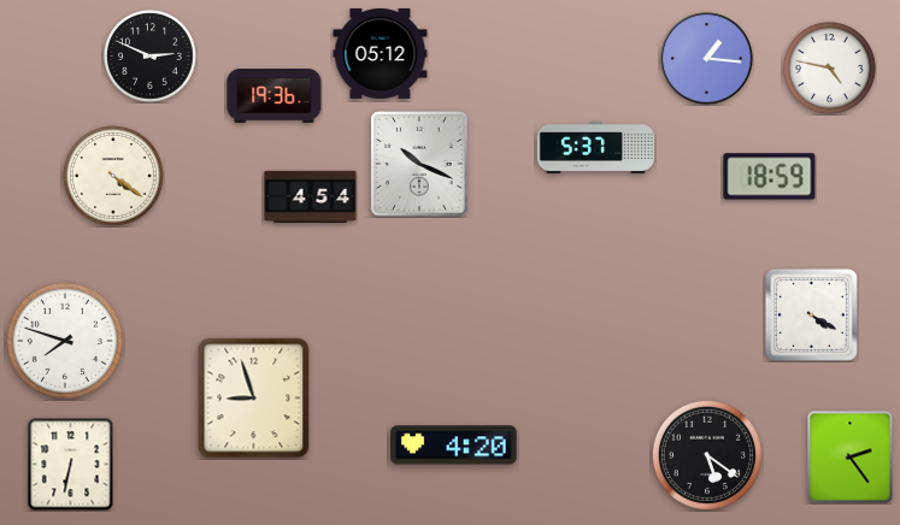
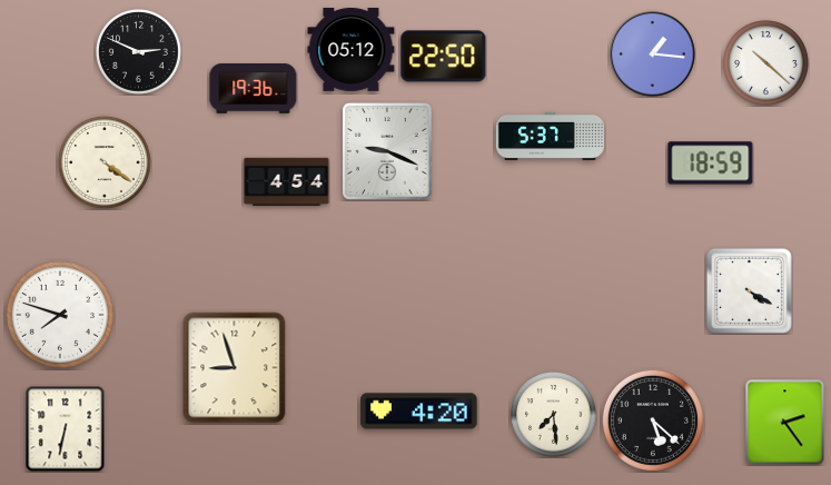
clock at (444, 57): none -> 22:50
clock at (830, 69): 4:47 -> 10:22
clock at (420, 164): 10:19 -> 9:19
clock at (554, 415): none -> 7:29
clock at (707, 455): 5:21 -> 5:22
